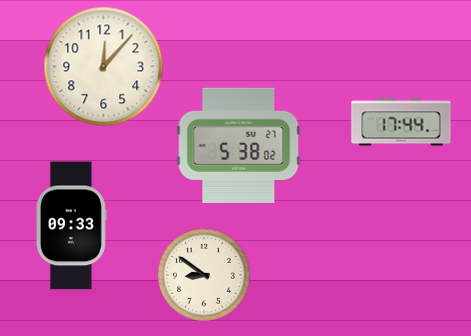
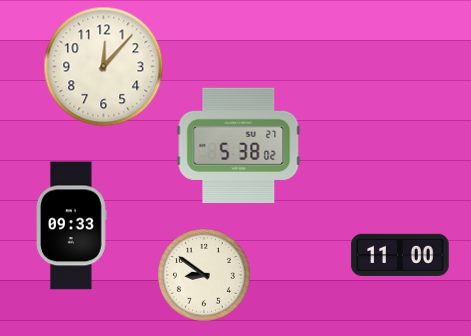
clock at (401, 122): 17:44 -> none
clock at (400, 255): none -> 11:00
